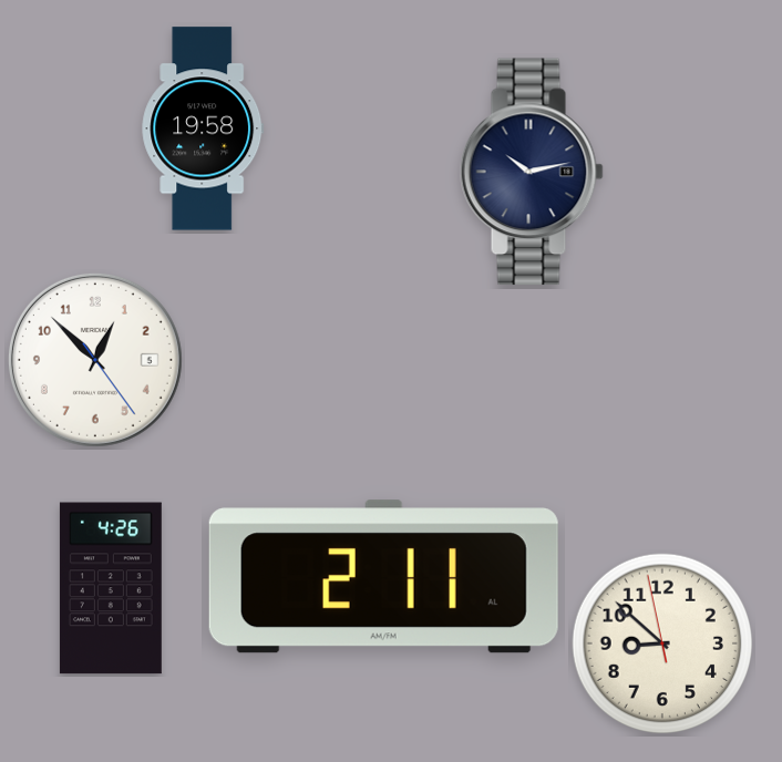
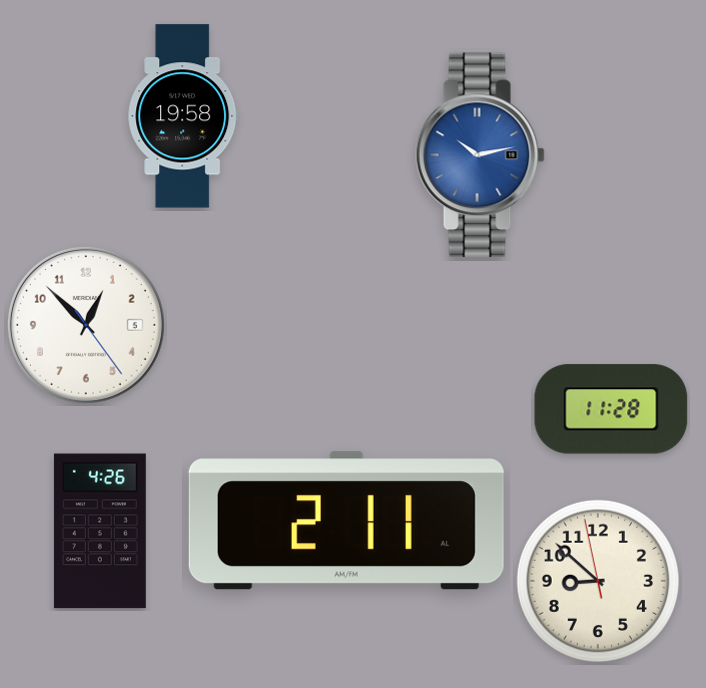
clock at (532, 172) dial: navy -> blue
clock at (611, 409): none -> 11:28
